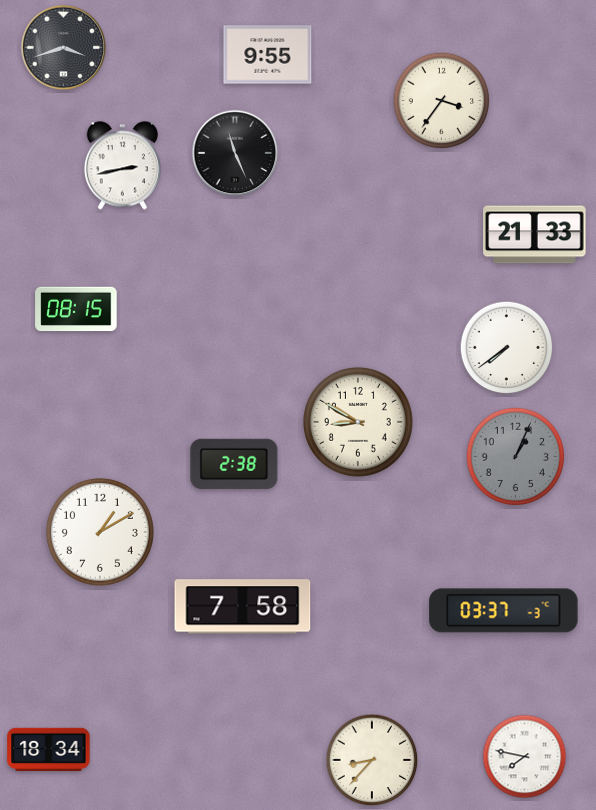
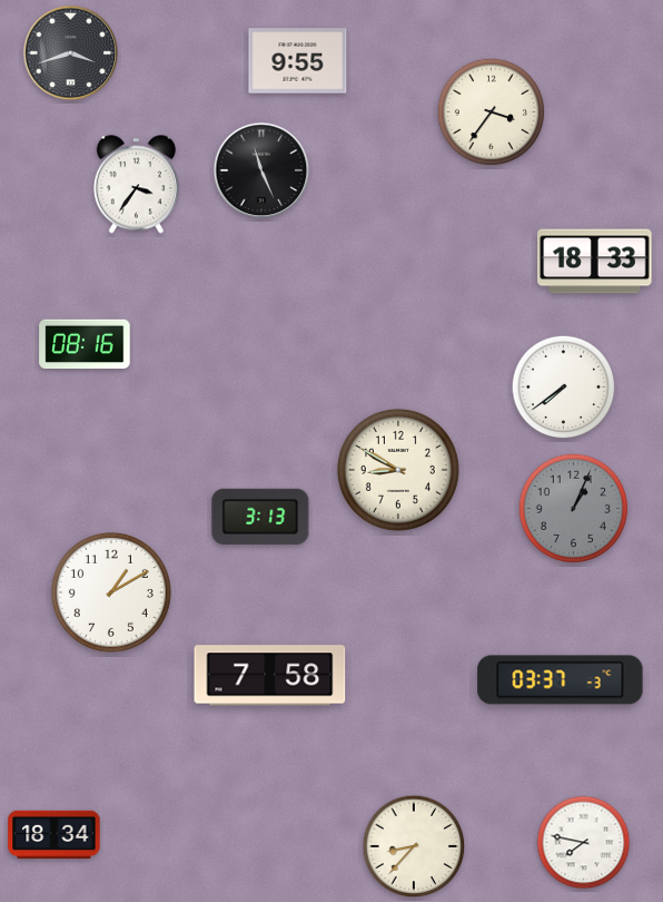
clock at (122, 166): 2:43 -> 3:36
clock at (535, 235): 21:33 -> 18:33
clock at (76, 309): 08:15 -> 08:16
clock at (234, 464): 2:38 -> 3:13
